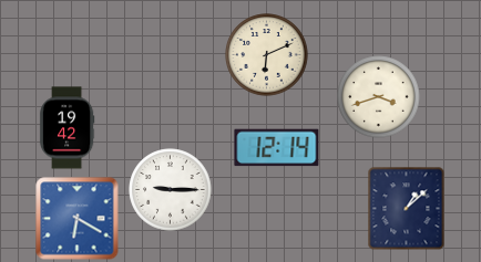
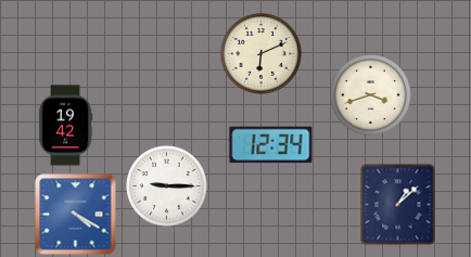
clock at (277, 148): 12:14 -> 12:34
clock at (78, 219): 6:20 -> 4:20
